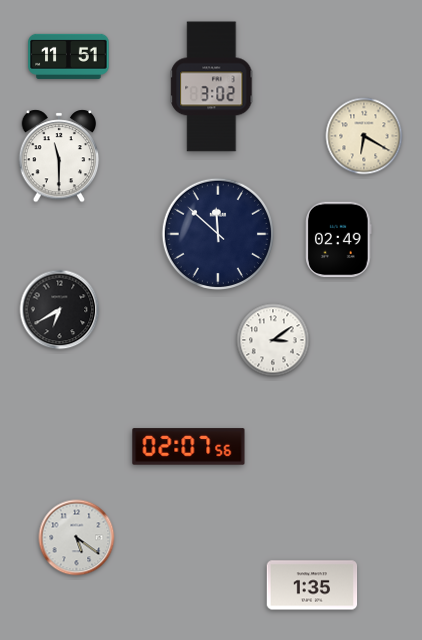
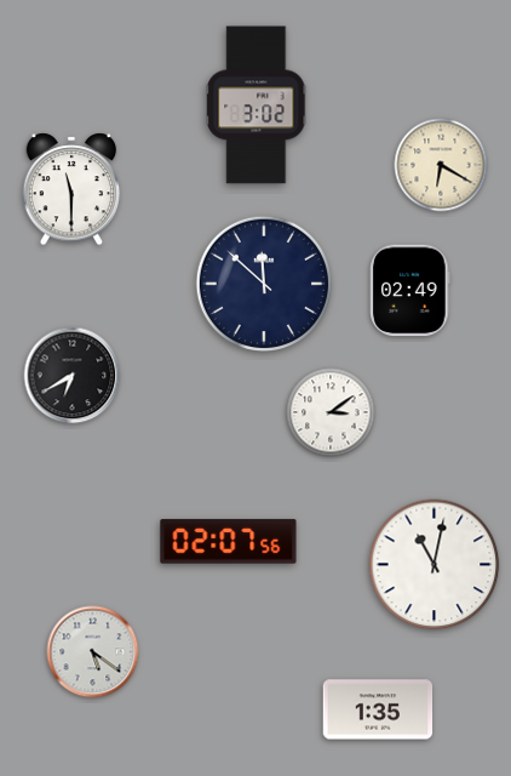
clock at (69, 56): 11:51 -> none
clock at (435, 565): none -> 11:02
